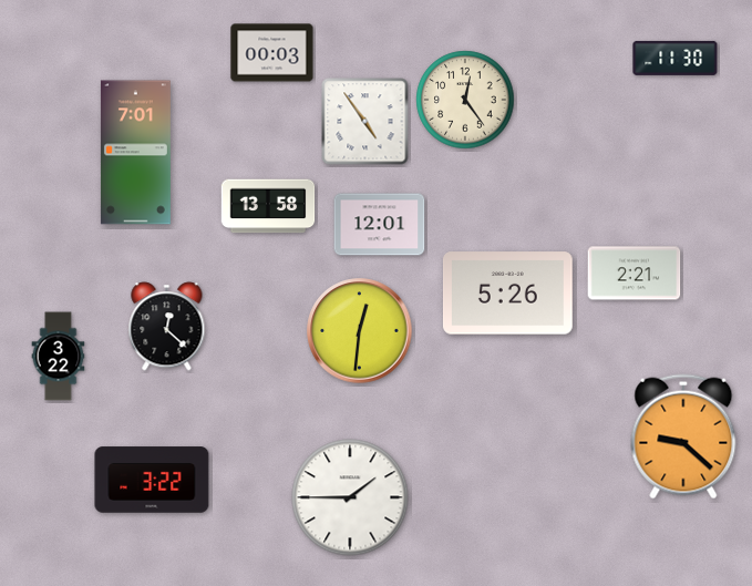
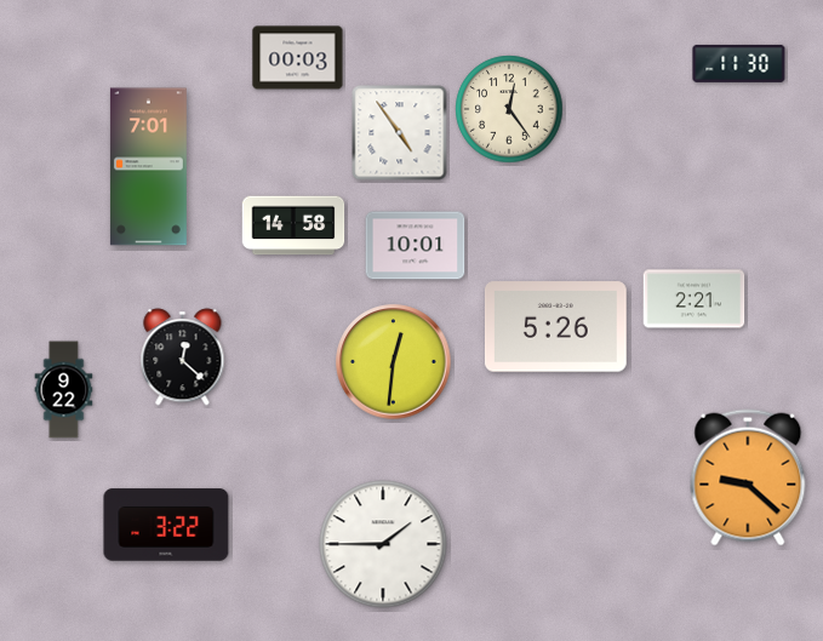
clock at (268, 206): 13:58 -> 14:58
clock at (380, 225): 12:01 -> 10:01
clock at (507, 294) position: (507, 294) -> (555, 327)
clock at (59, 357): 3:22 -> 9:22
